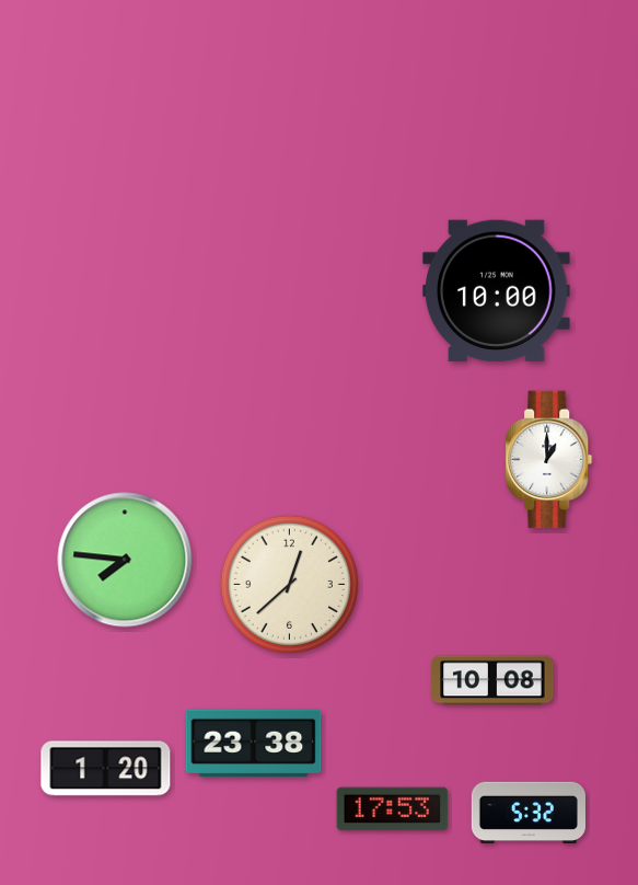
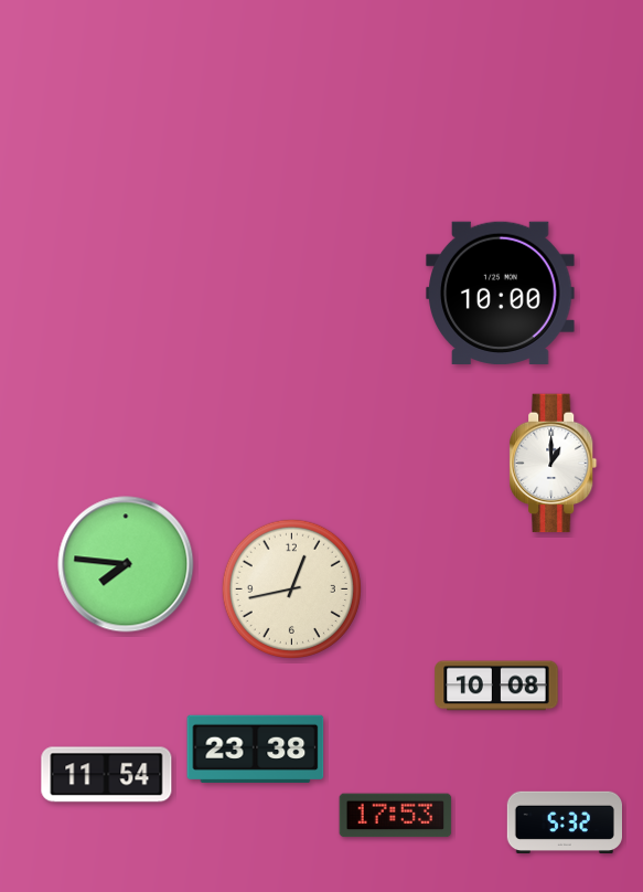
clock at (289, 584): 12:38 -> 12:43
clock at (106, 769): 1:20 -> 11:54
clock at (527, 812) position: (527, 812) -> (564, 821)
